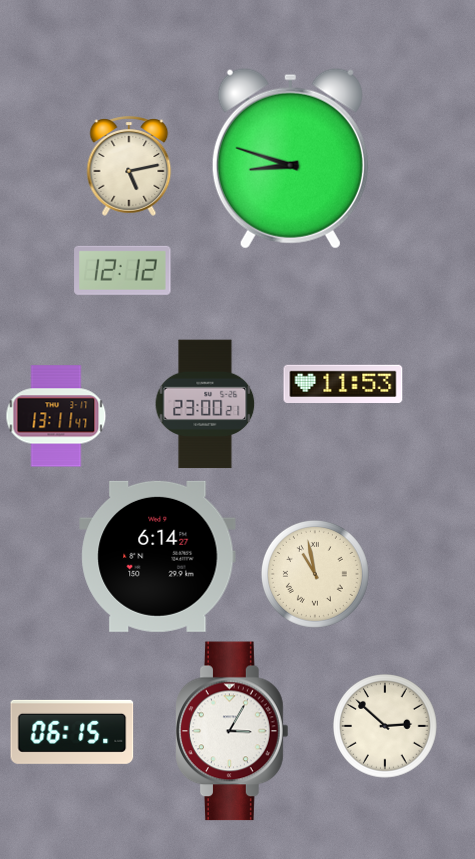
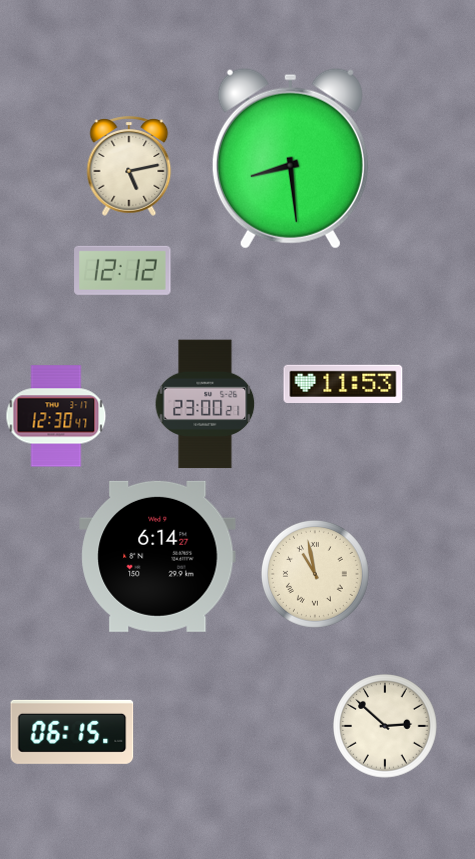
clock at (290, 158): 8:48 -> 8:29
clock at (56, 416): 13:11 -> 12:30
clock at (233, 731): 3:05 -> none
